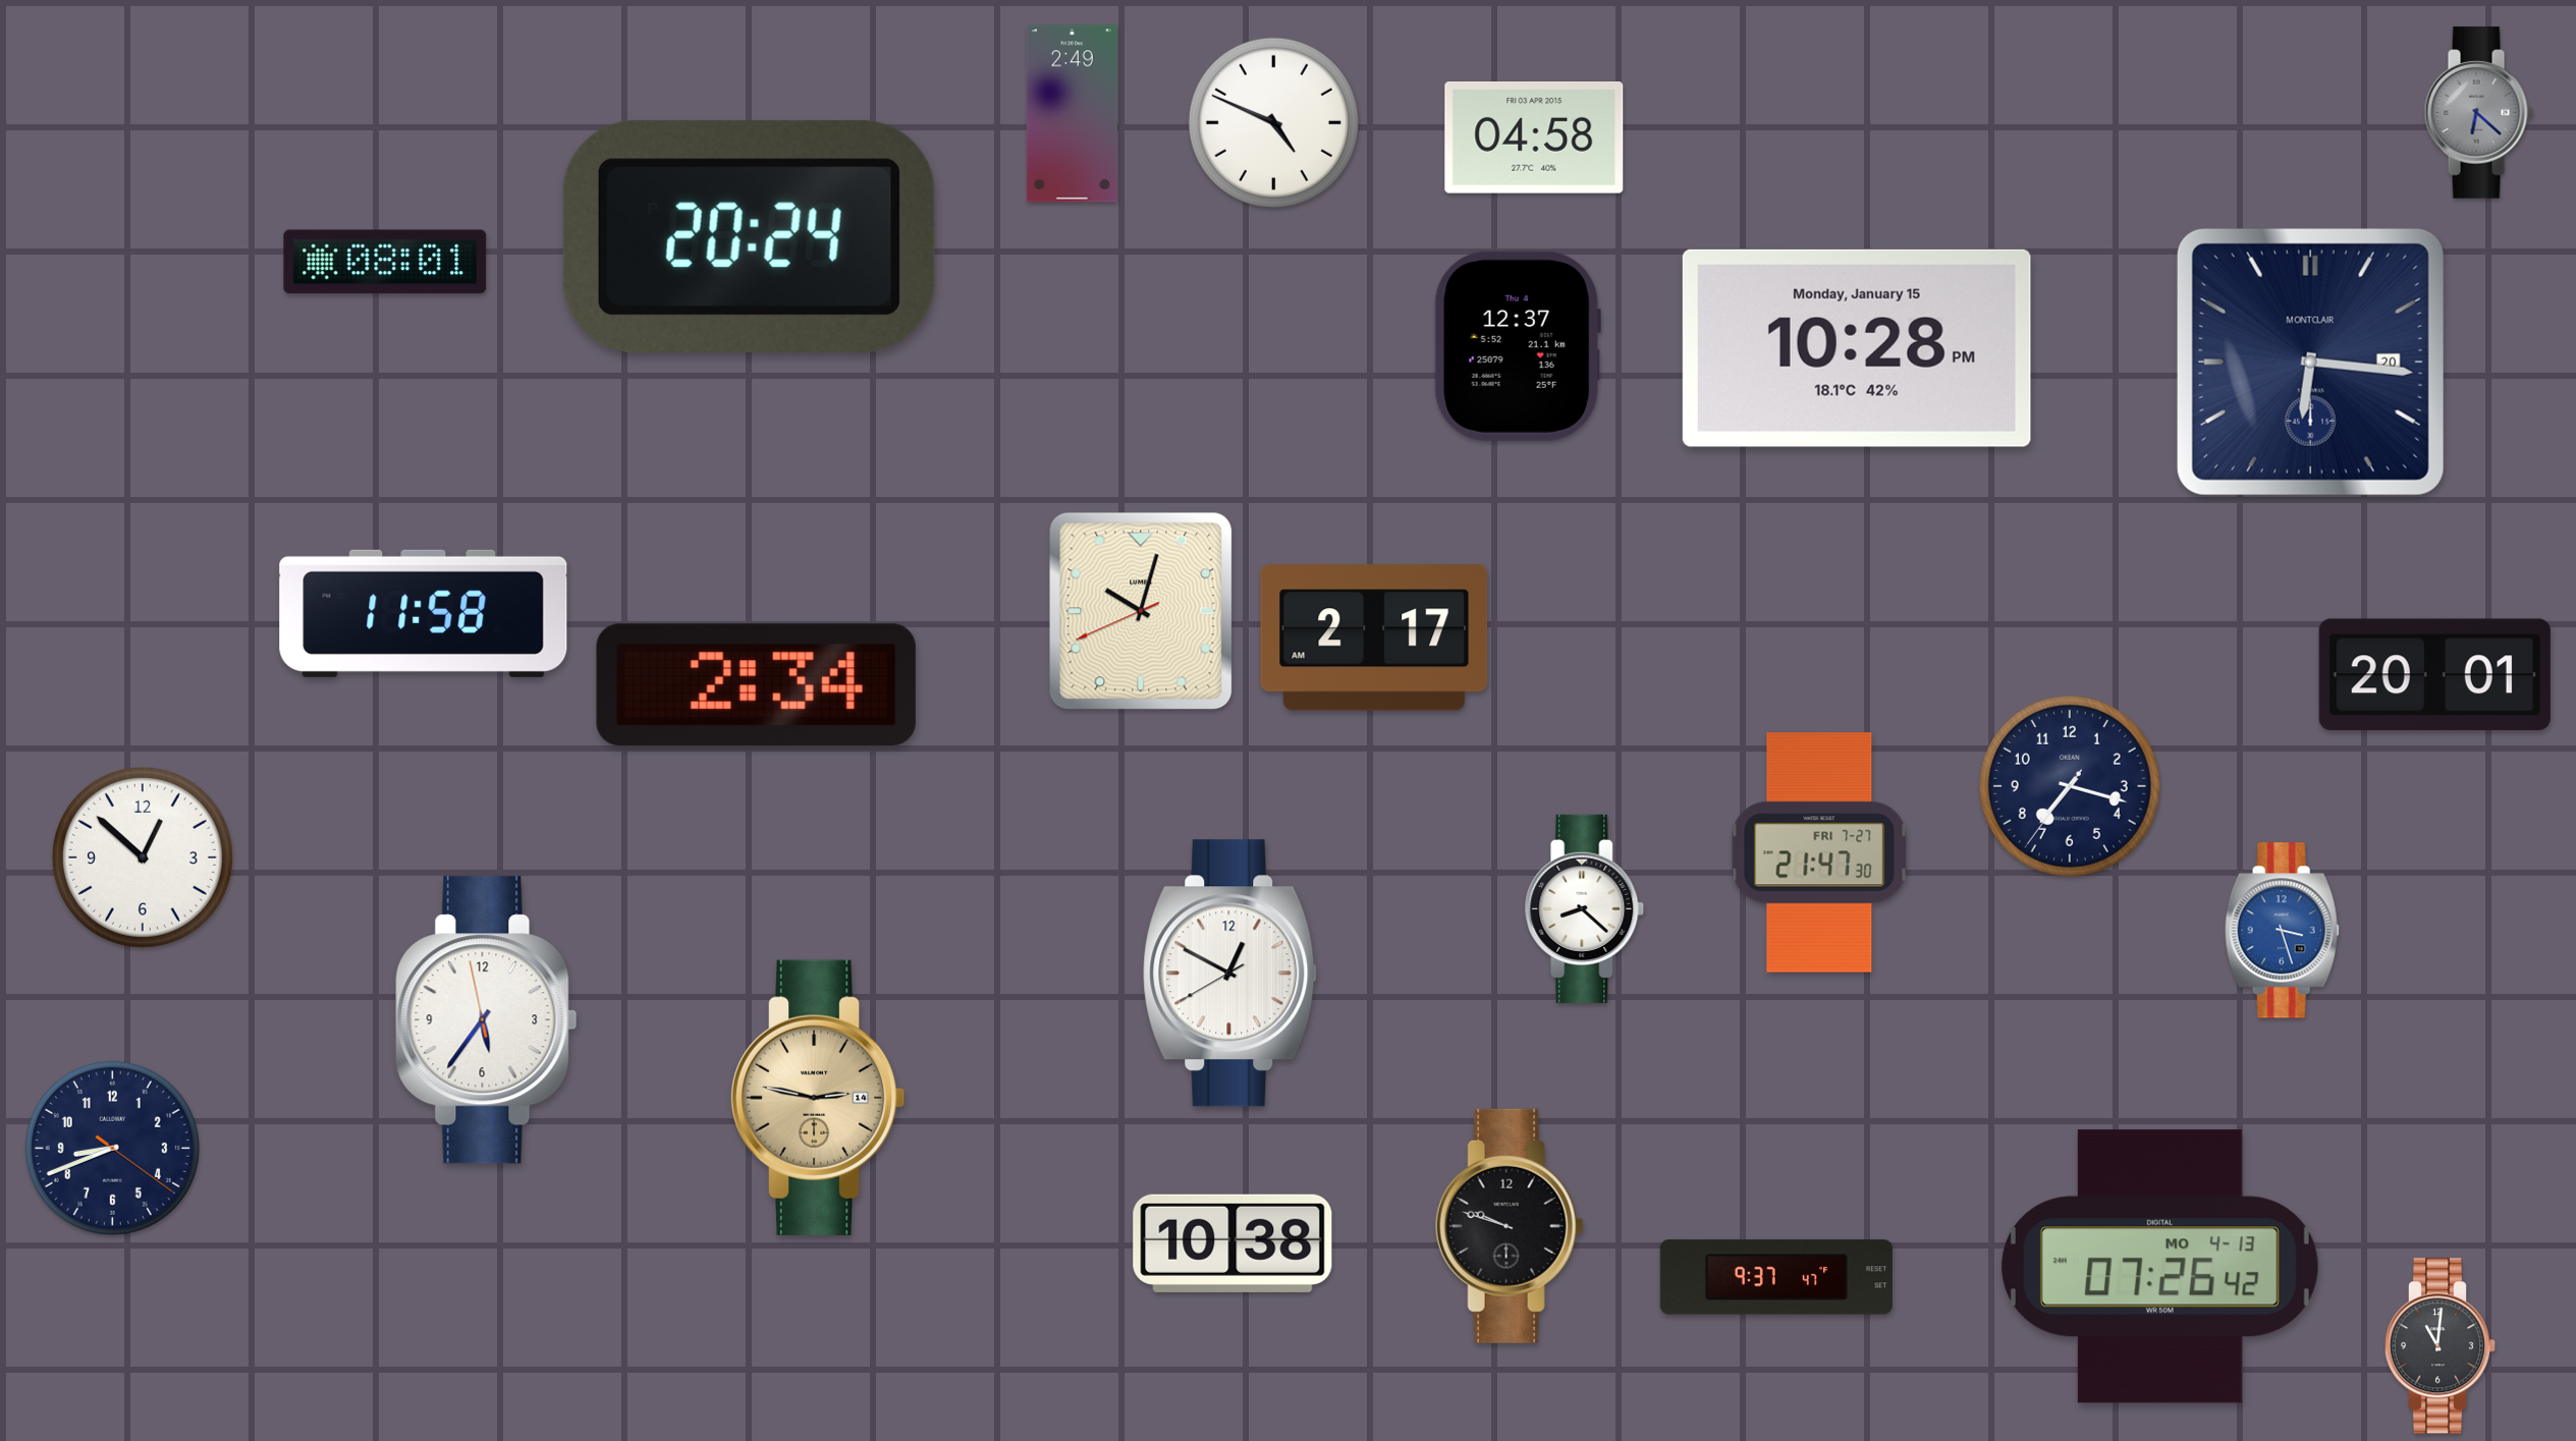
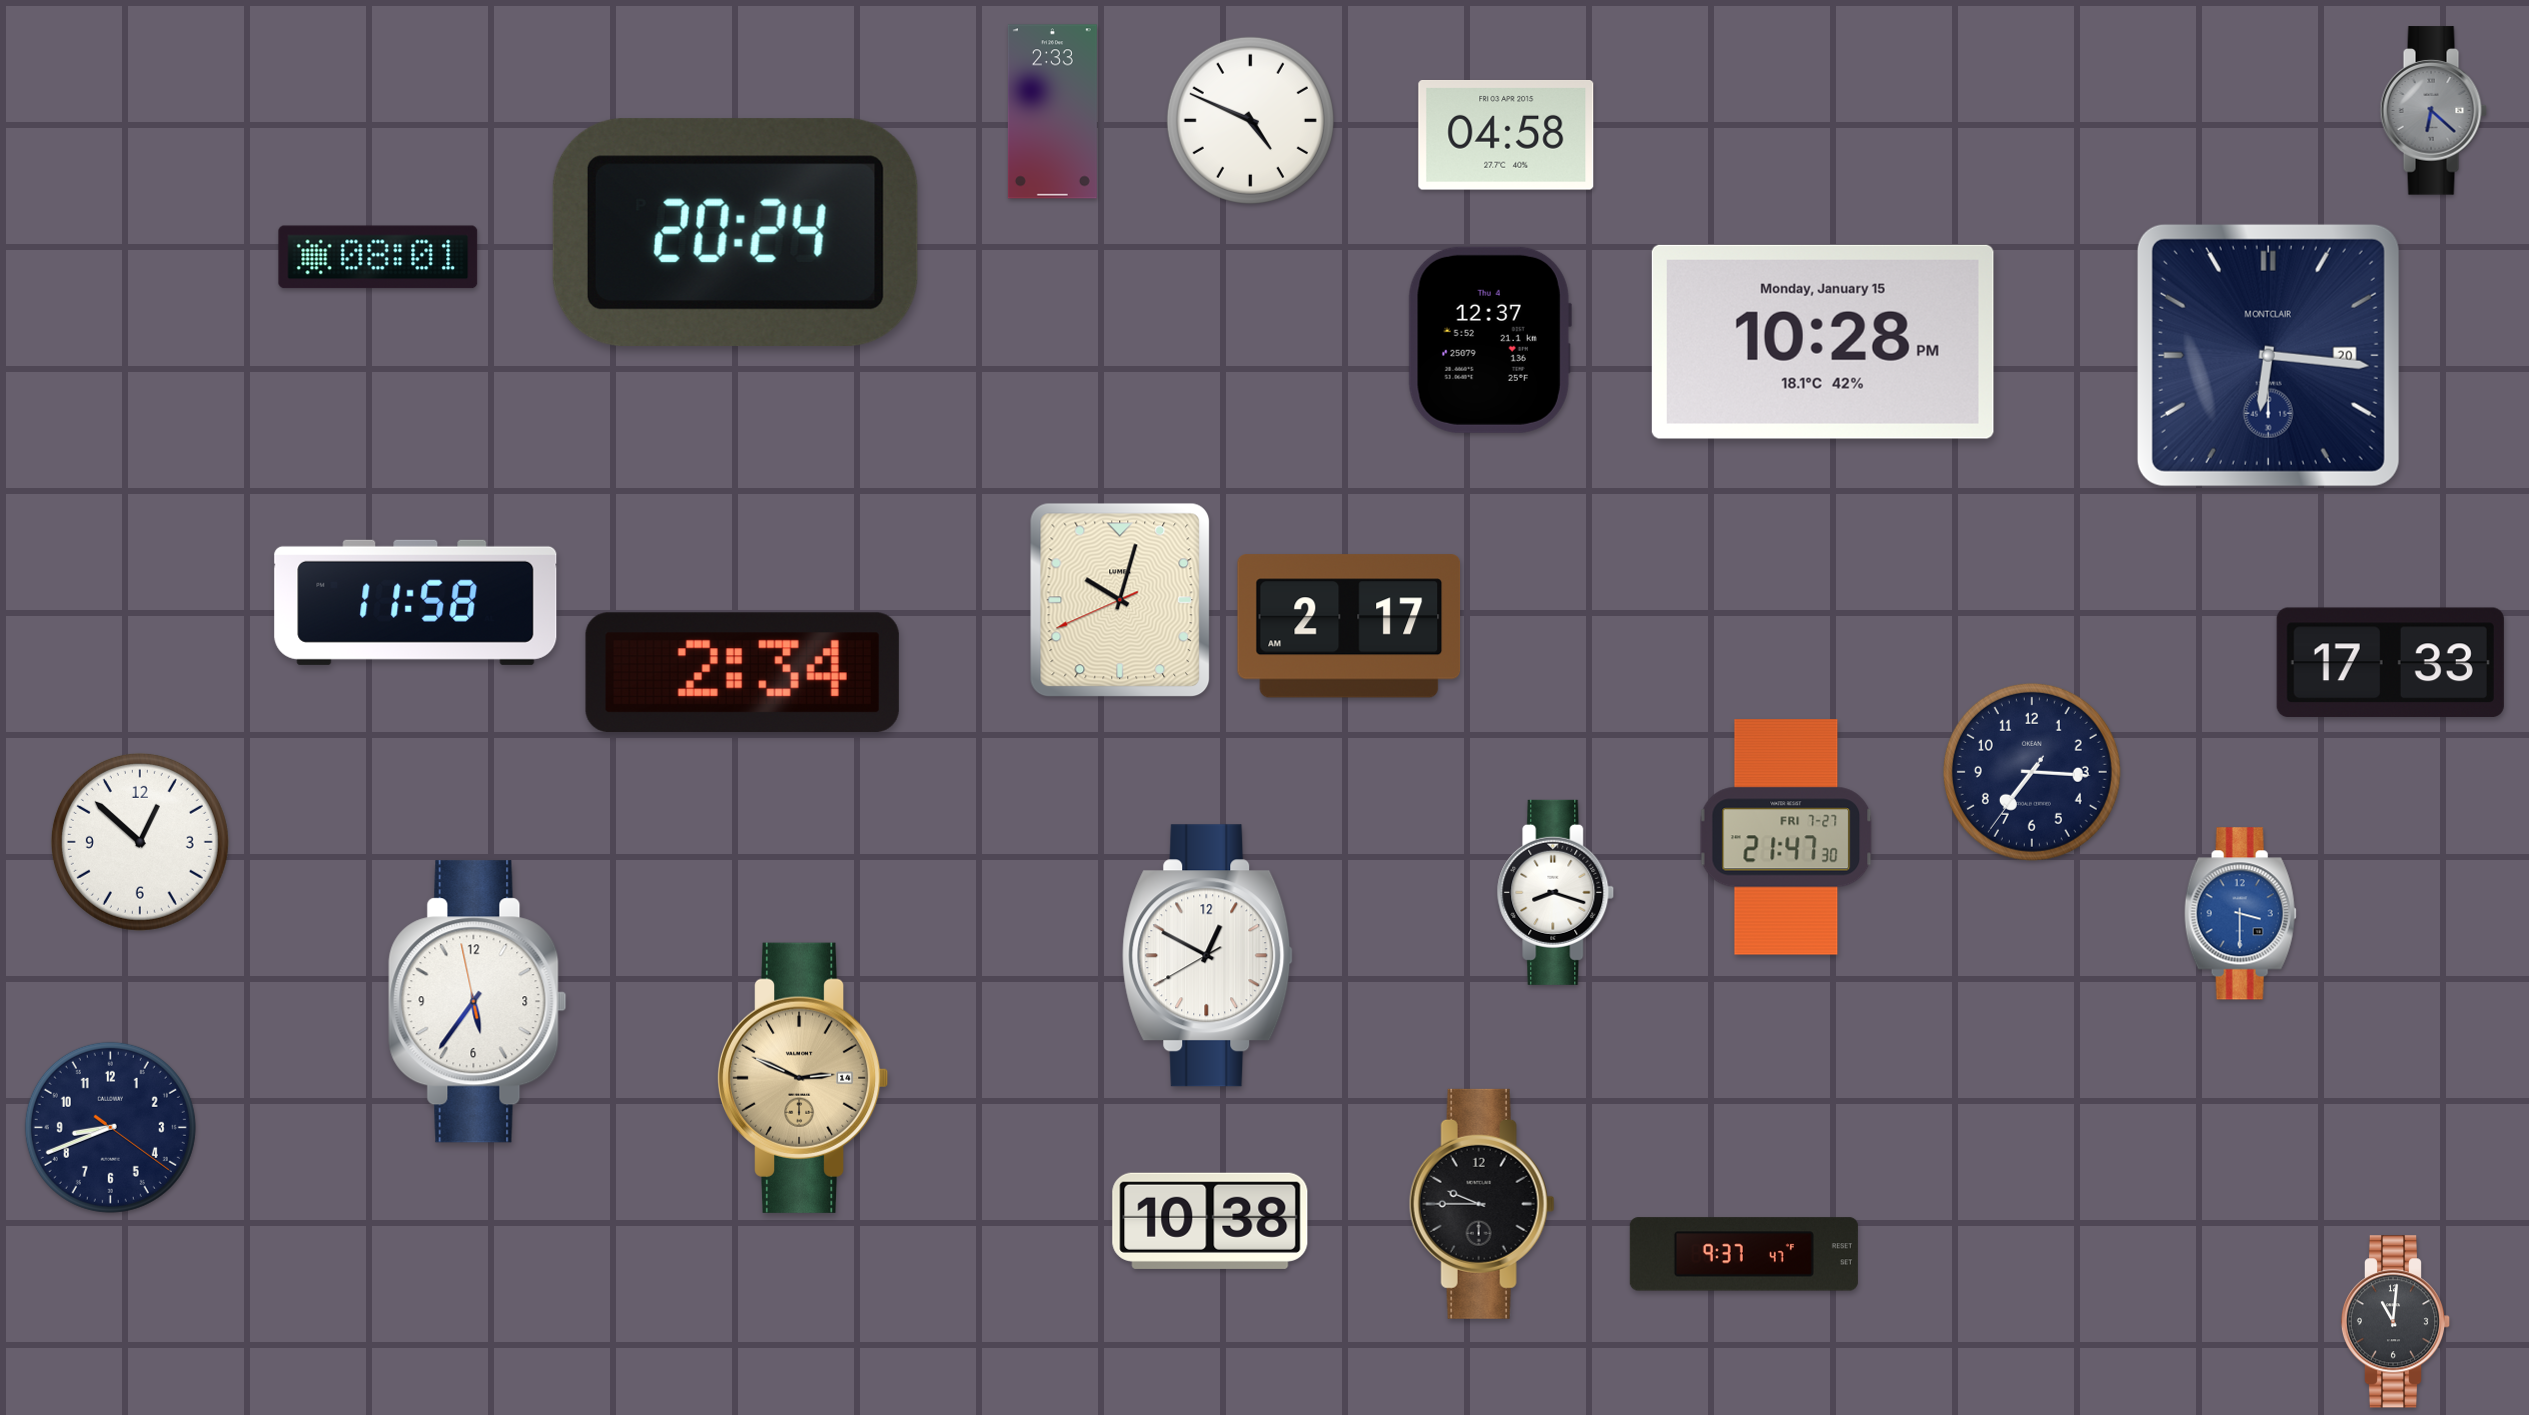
clock at (1072, 114): 2:49 -> 2:33
clock at (2434, 674): 20:01 -> 17:33
clock at (2070, 786): 7:17 -> 7:15
clock at (1585, 908): 8:22 -> 8:18
clock at (2282, 931): 3:27 -> 3:30
clock at (818, 1098): 2:47 -> 2:49
clock at (1510, 1226): 9:48 -> 9:45
clock at (2159, 1267): 07:26 -> none
